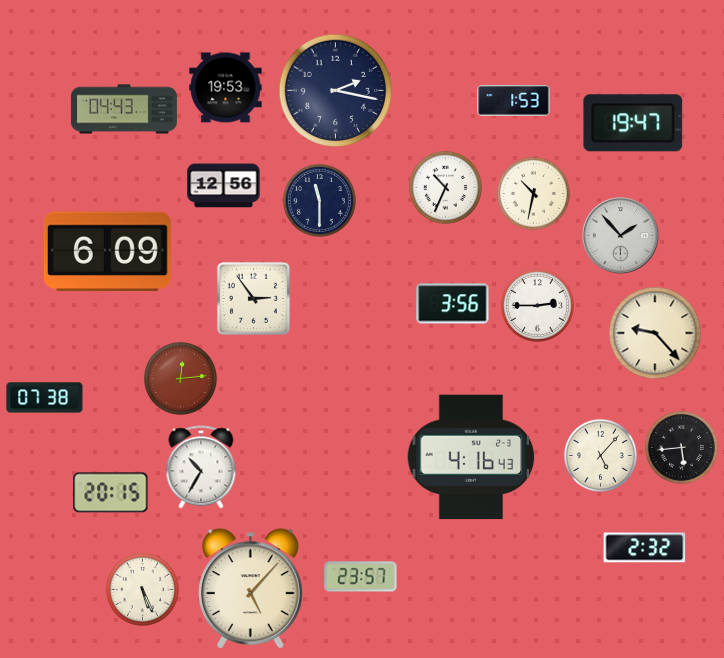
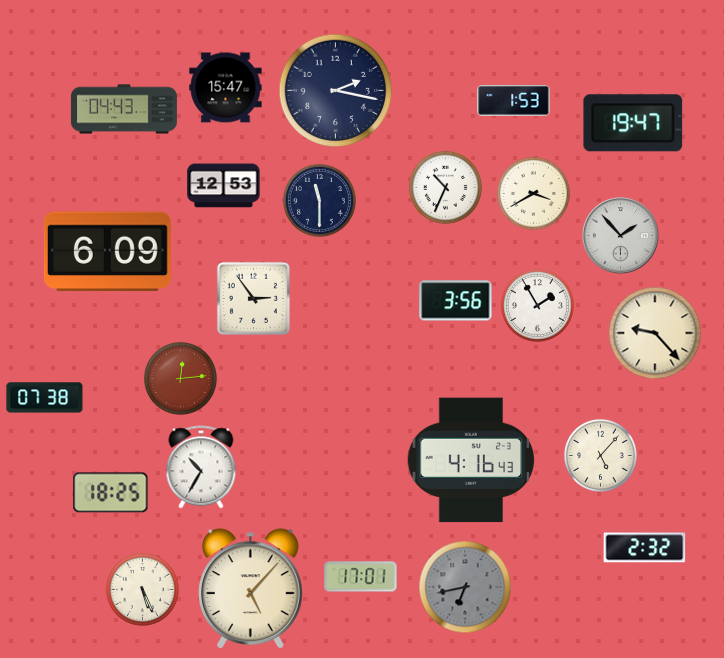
clock at (226, 88): 19:53 -> 15:47
clock at (224, 186): 12:56 -> 12:53
clock at (533, 193): 10:32 -> 3:40
clock at (453, 304) position: (453, 304) -> (456, 301)
clock at (537, 305): 2:45 -> 1:55
clock at (681, 447): 5:44 -> none
clock at (471, 457) position: (471, 457) -> (471, 460)
clock at (111, 493): 20:15 -> 18:25
clock at (361, 577): 23:57 -> 17:01
clock at (465, 587): none -> 6:43
